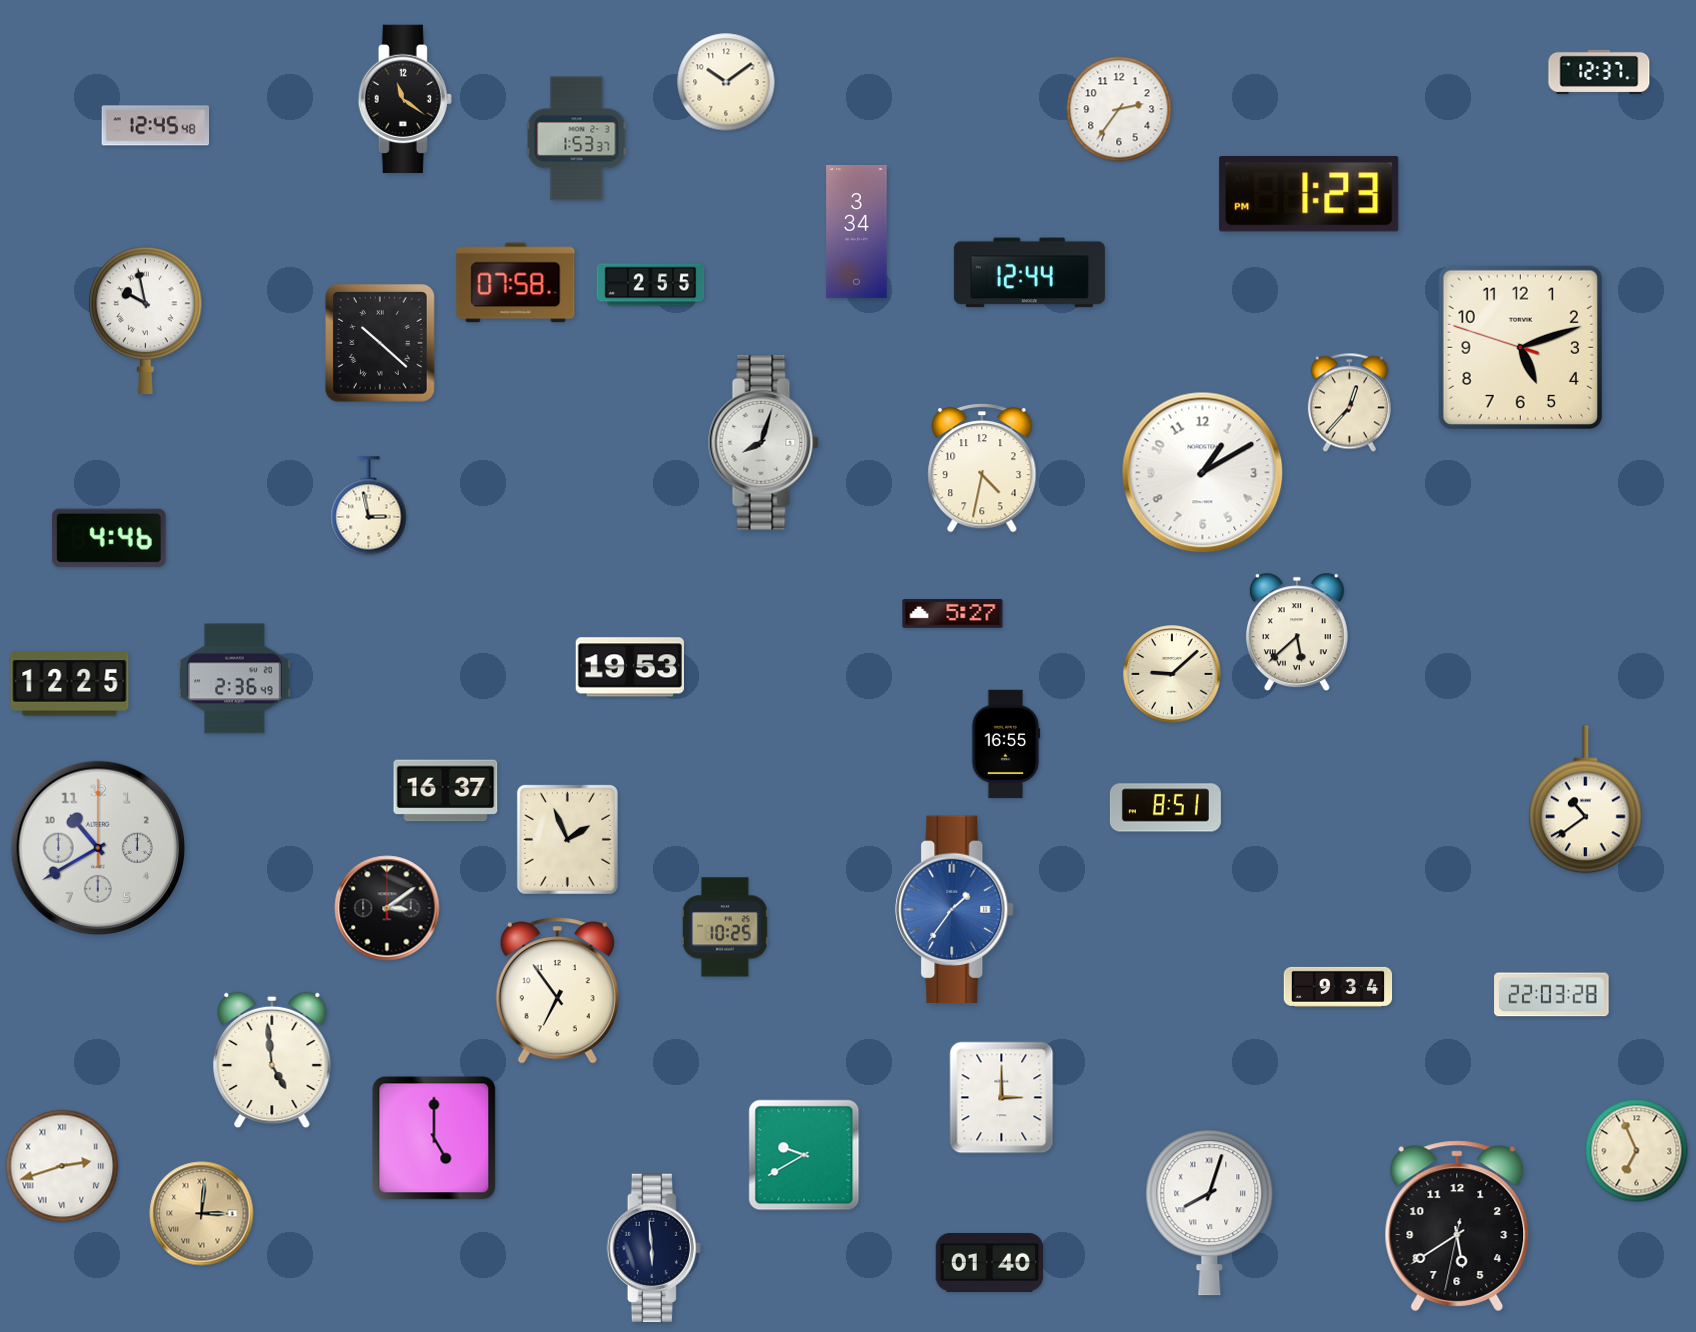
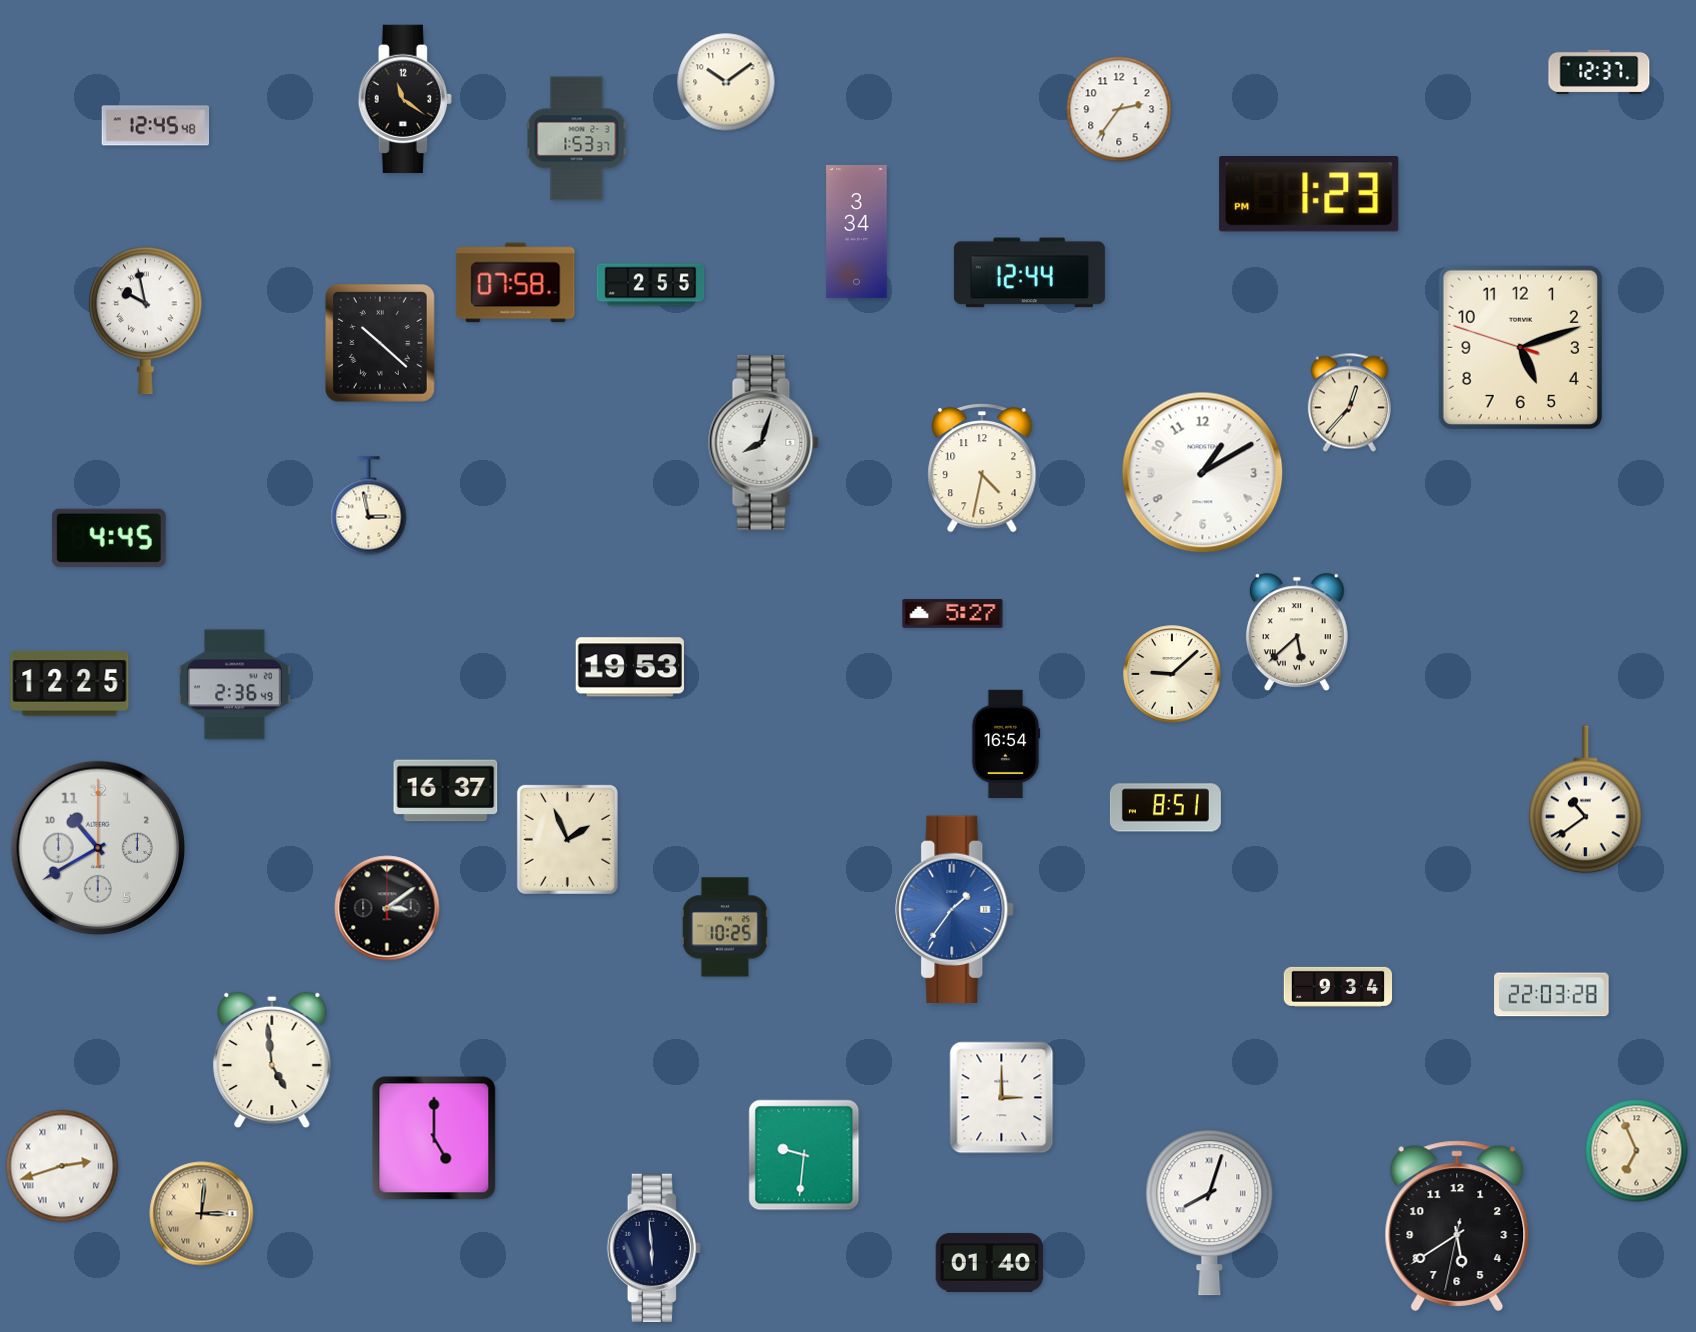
clock at (109, 538): 4:46 -> 4:45
clock at (235, 679) position: (235, 679) -> (235, 685)
clock at (1006, 744): 16:55 -> 16:54
clock at (557, 991): 6:54 -> none
clock at (804, 1155): 9:40 -> 9:31
